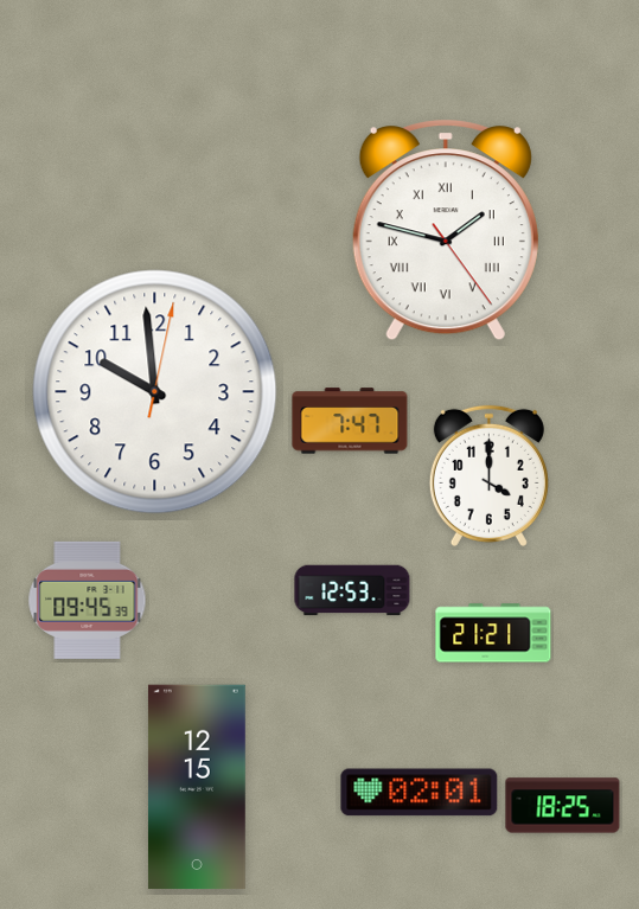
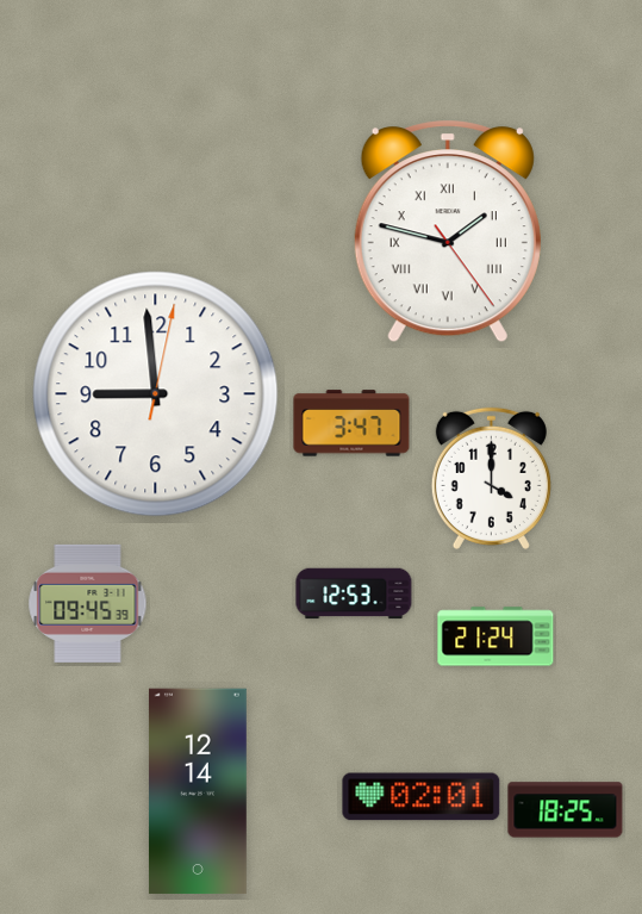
clock at (155, 392): 9:59 -> 8:59
clock at (350, 421): 7:47 -> 3:47
clock at (493, 633): 21:21 -> 21:24
clock at (197, 787): 12:15 -> 12:14
